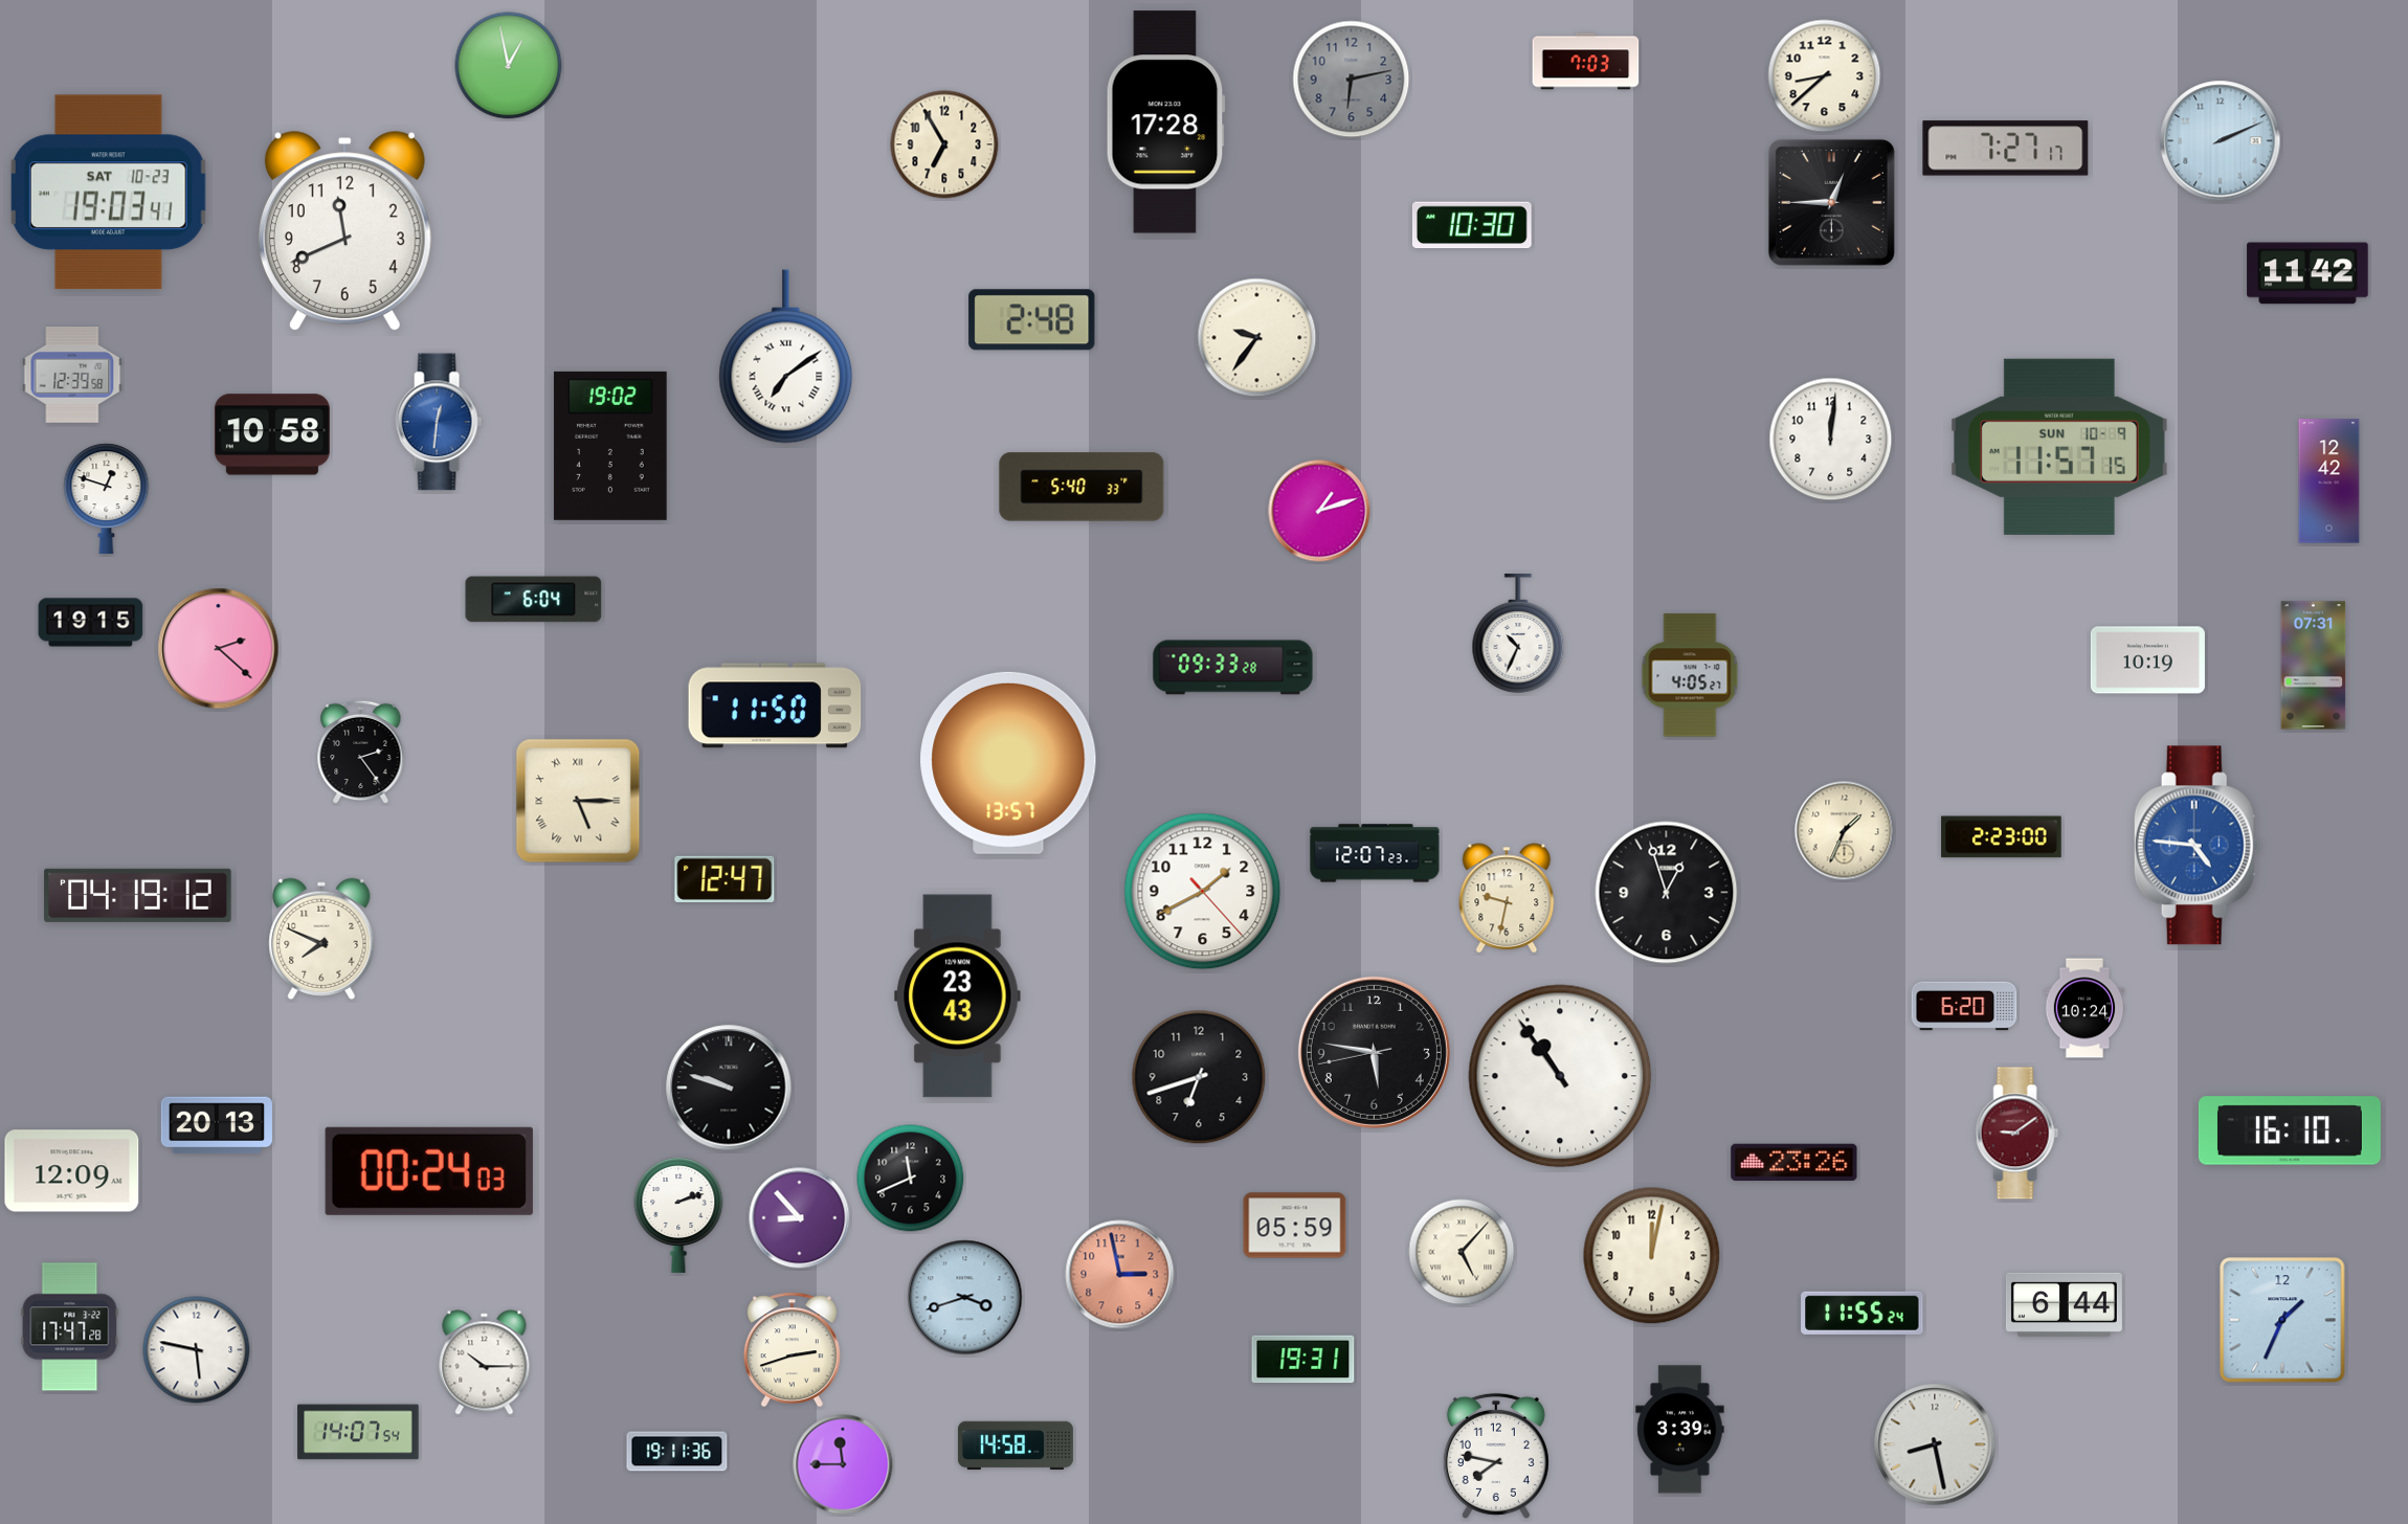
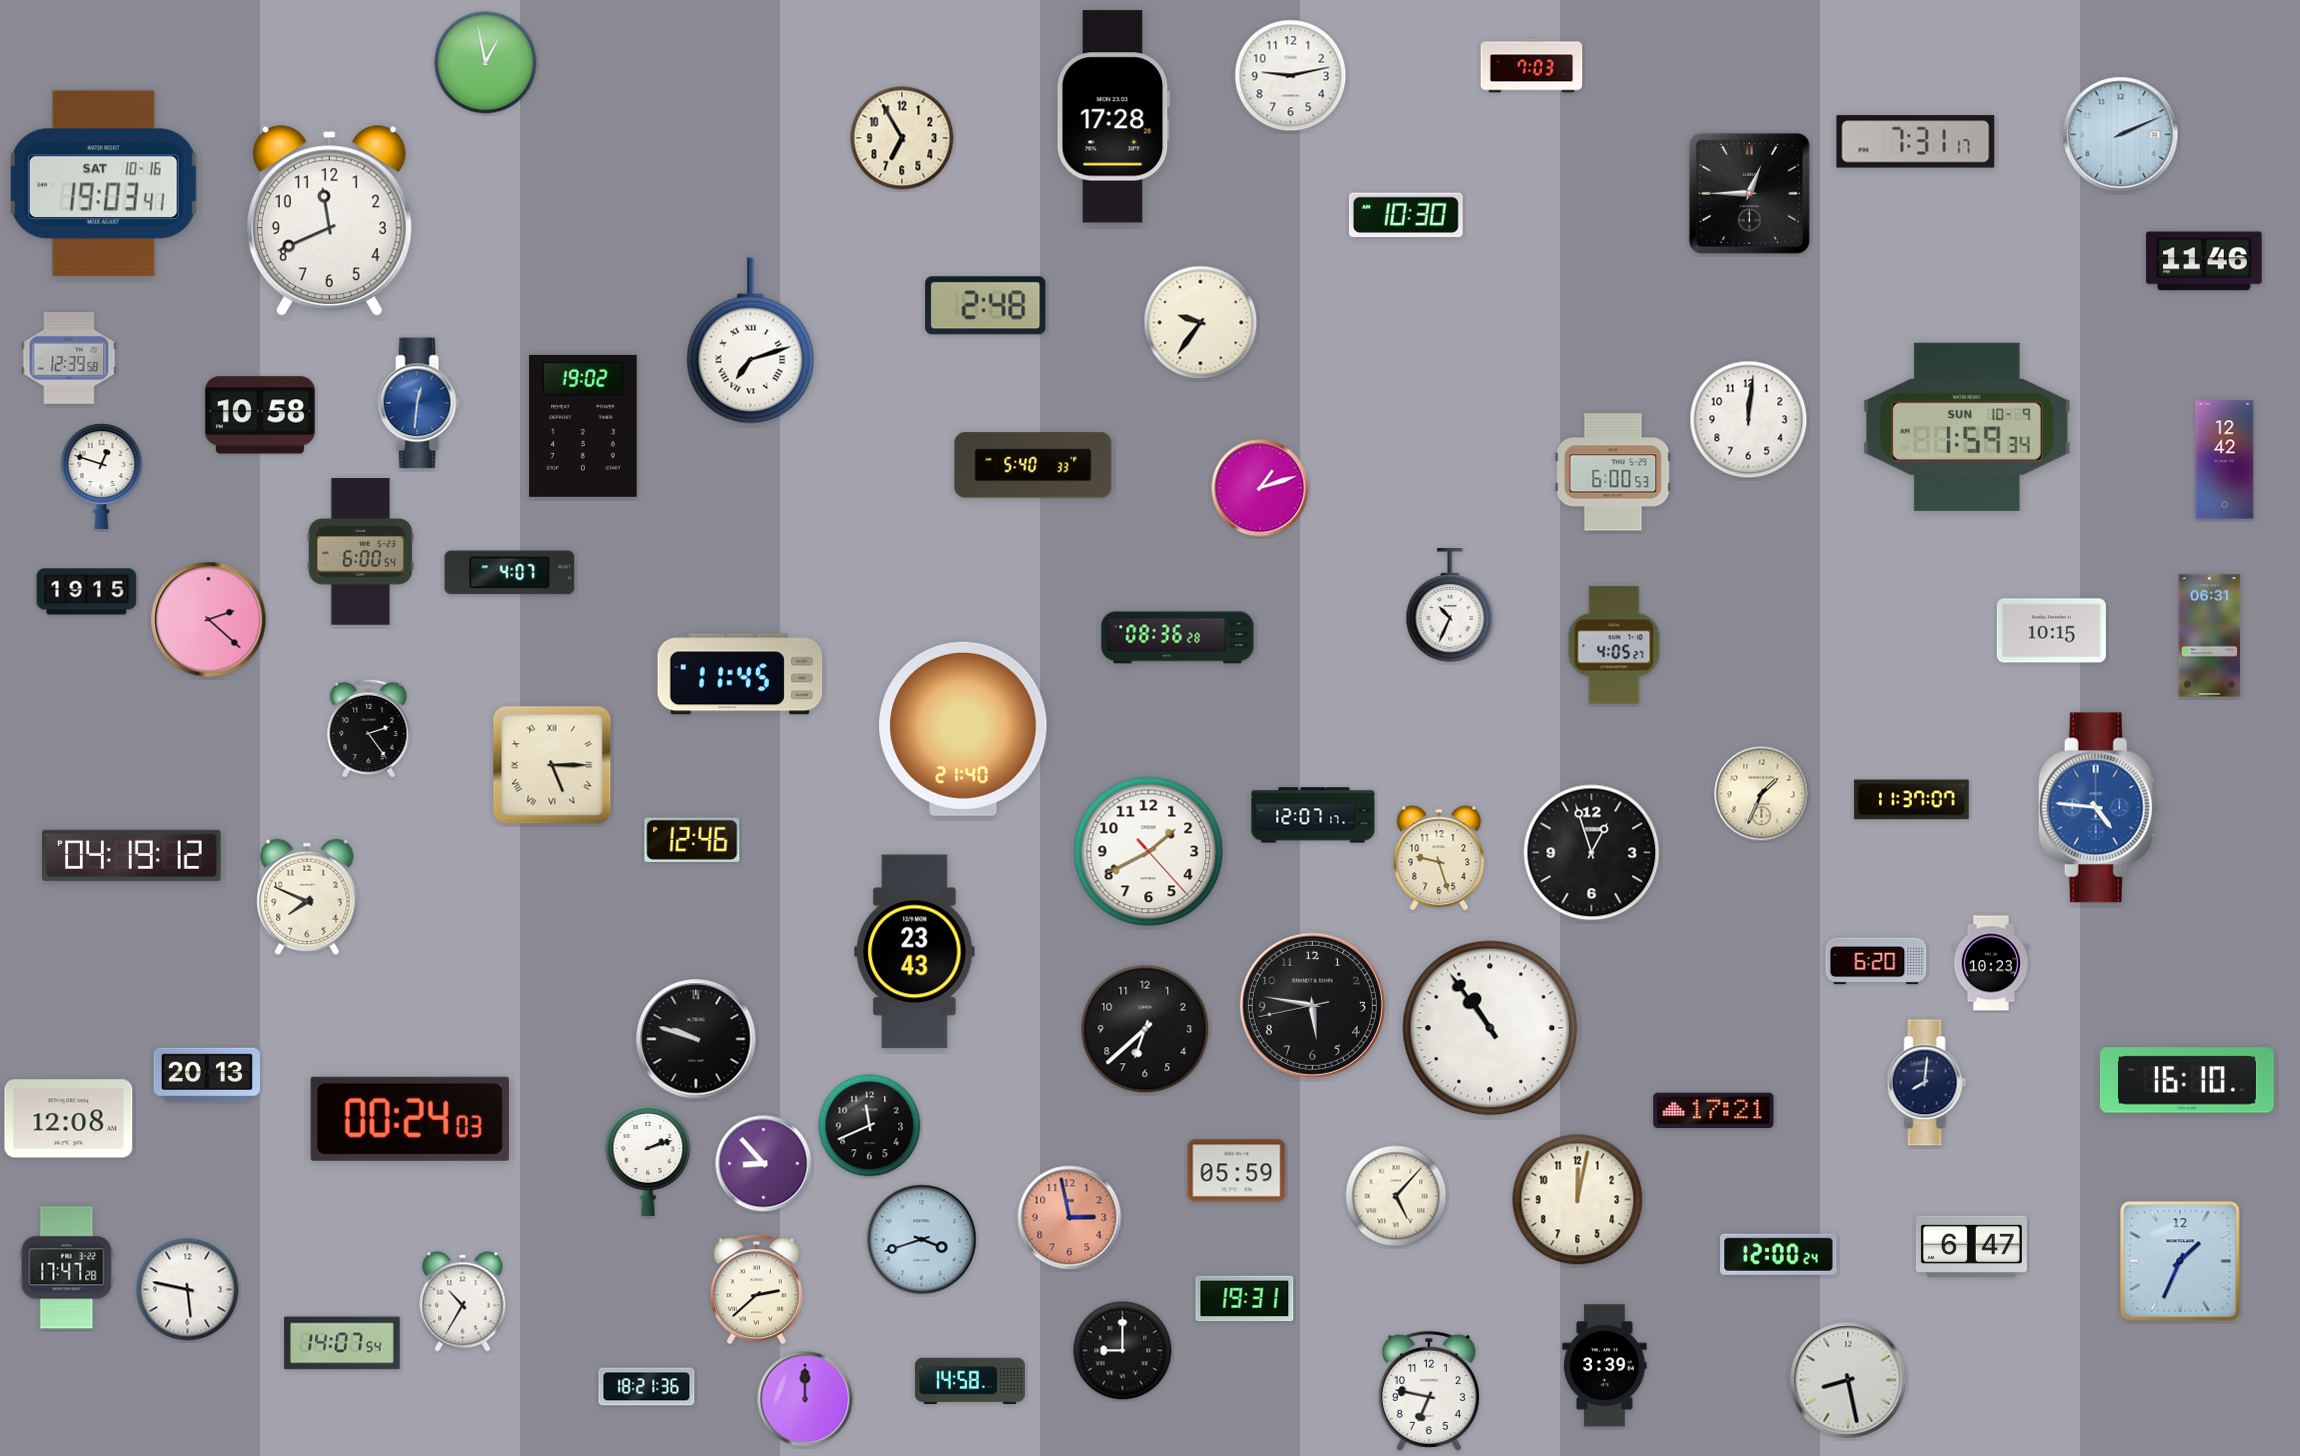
clock at (1586, 62) position: (1586, 62) -> (1532, 66)
clock at (1825, 76): 8:38 -> none
clock at (1352, 80): 6:13 -> 9:13
clock at (1352, 80) dial: grey -> white
clock at (2006, 149): 7:27 -> 7:31
clock at (108, 193) date: SAT 10-23 -> SAT 10-16
clock at (2307, 273): 11:42 -> 11:46
clock at (786, 357): 7:09 -> 7:12
clock at (2059, 447): 11:57 -> 1:59
clock at (1613, 472): none -> 6:00
clock at (361, 552): none -> 6:00
clock at (534, 600): 6:04 -> 4:07
clock at (91, 623) position: (91, 623) -> (87, 592)
clock at (2147, 660): 10:19 -> 10:15
clock at (2314, 666): 07:31 -> 06:31
clock at (1233, 668): 09:33 -> 08:36
clock at (775, 705): 11:50 -> 11:45
clock at (361, 753) position: (361, 753) -> (369, 729)
clock at (1008, 763): 13:57 -> 21:40
clock at (2002, 837): 2:23 -> 11:37
clock at (1375, 853): 12:07:23 -> 12:07:17
clock at (724, 879): 12:47 -> 12:46
clock at (1507, 898): 9:32 -> 9:27
clock at (2084, 1008): 10:24 -> 10:23
clock at (1199, 1077): 6:42 -> 6:38
clock at (2017, 1134): 9:09 -> 8:01
clock at (2017, 1134) dial: burgundy -> navy
clock at (1794, 1162): 23:26 -> 17:21
clock at (72, 1171): 12:09 -> 12:08
clock at (2064, 1304): 6:44 -> 6:47
clock at (1863, 1313): 11:55 -> 12:00
clock at (791, 1350): 2:42 -> 2:38
clock at (485, 1363): 10:15 -> 10:35
clock at (1123, 1351): none -> 9:00
clock at (358, 1432) position: (358, 1432) -> (342, 1343)
clock at (677, 1452): 19:11 -> 18:21
clock at (1496, 1456): 7:47 -> 6:47
clock at (843, 1464): 11:45 -> 12:00
